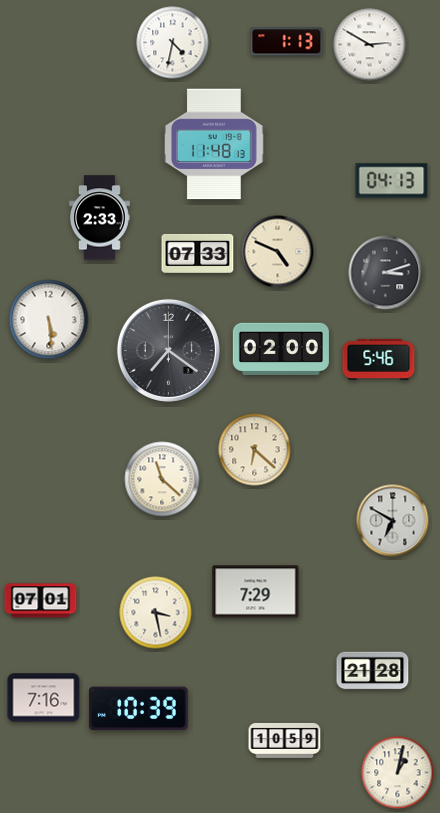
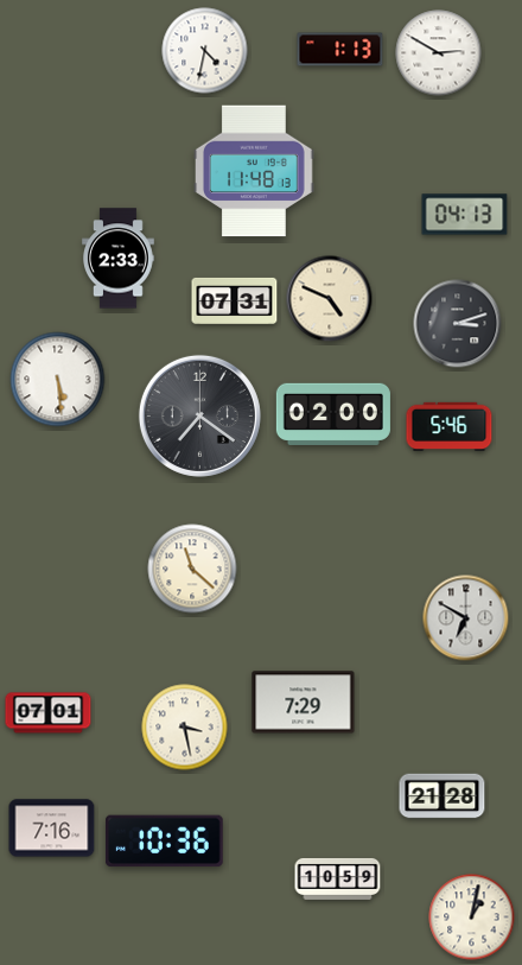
clock at (198, 253): 07:33 -> 07:31
clock at (255, 450): 6:22 -> none
clock at (138, 709): 10:39 -> 10:36
